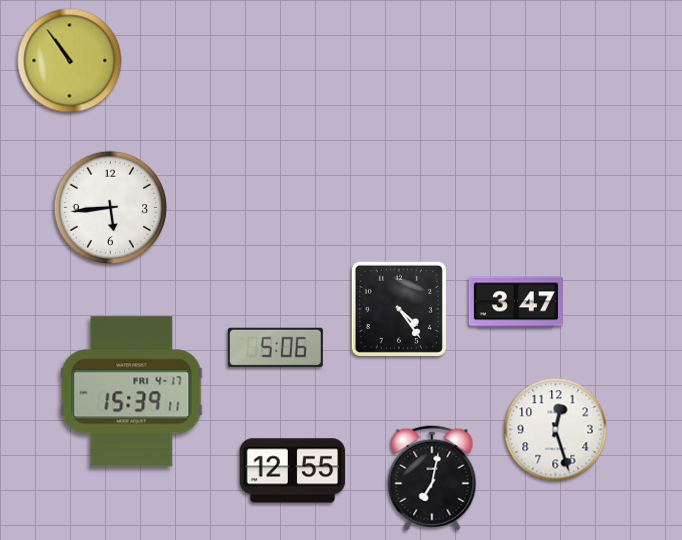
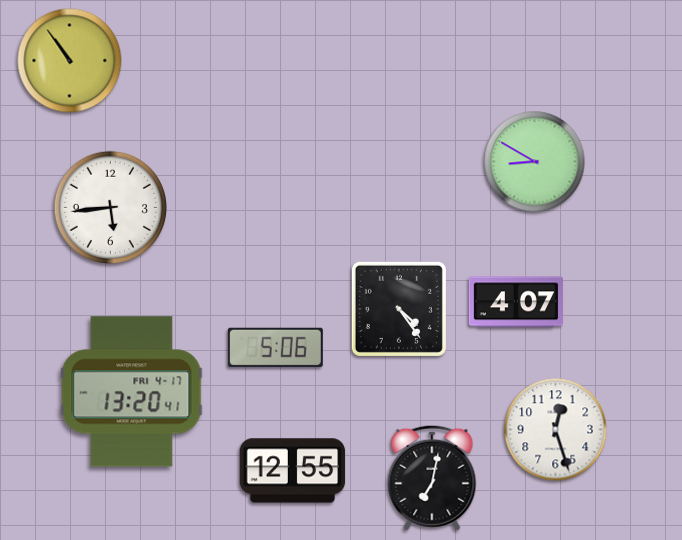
clock at (535, 162): none -> 8:50
clock at (516, 302): 3:47 -> 4:07
clock at (132, 392): 15:39 -> 13:20
